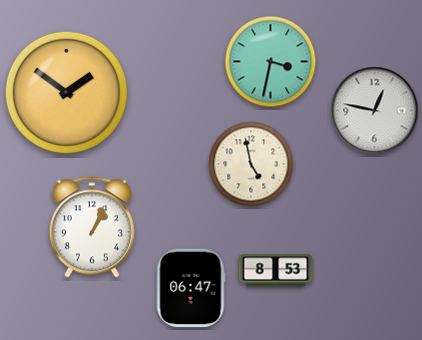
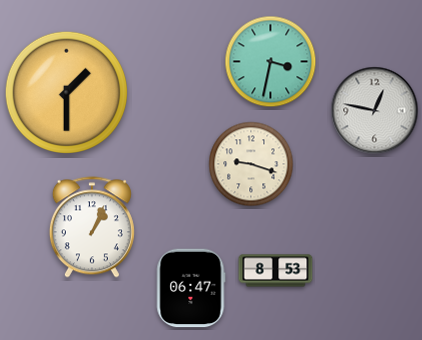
clock at (66, 92): 1:51 -> 1:30
clock at (251, 164): 4:58 -> 9:18
